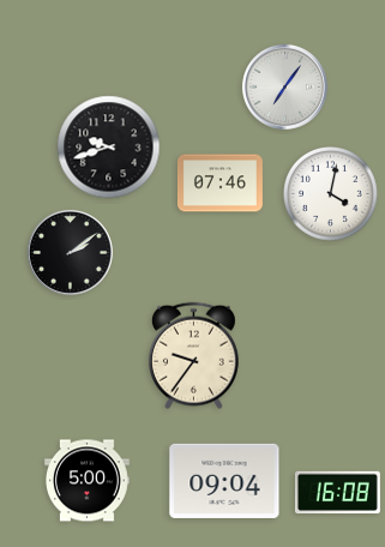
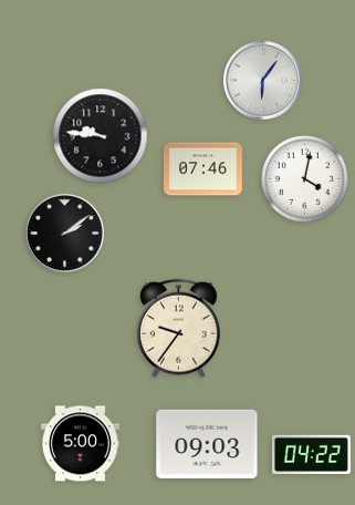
clock at (284, 86): 7:06 -> 6:06
clock at (109, 148): 9:42 -> 9:46
clock at (224, 481): 09:04 -> 09:03
clock at (337, 493): 16:08 -> 04:22
